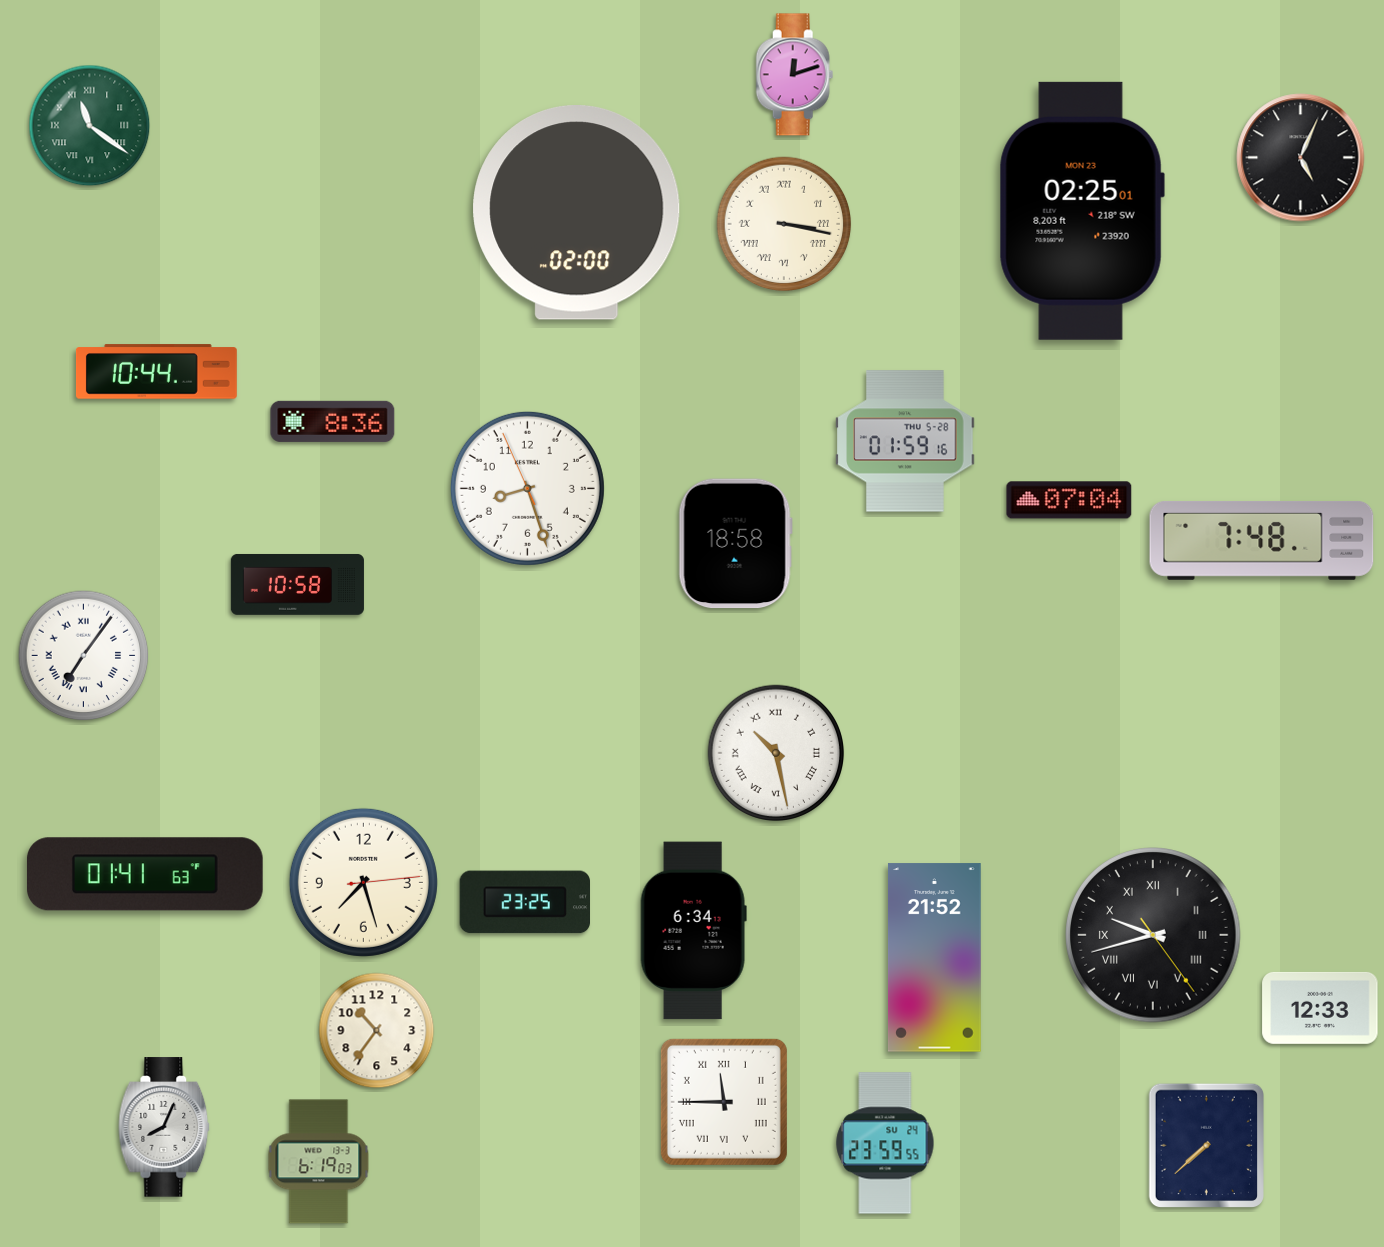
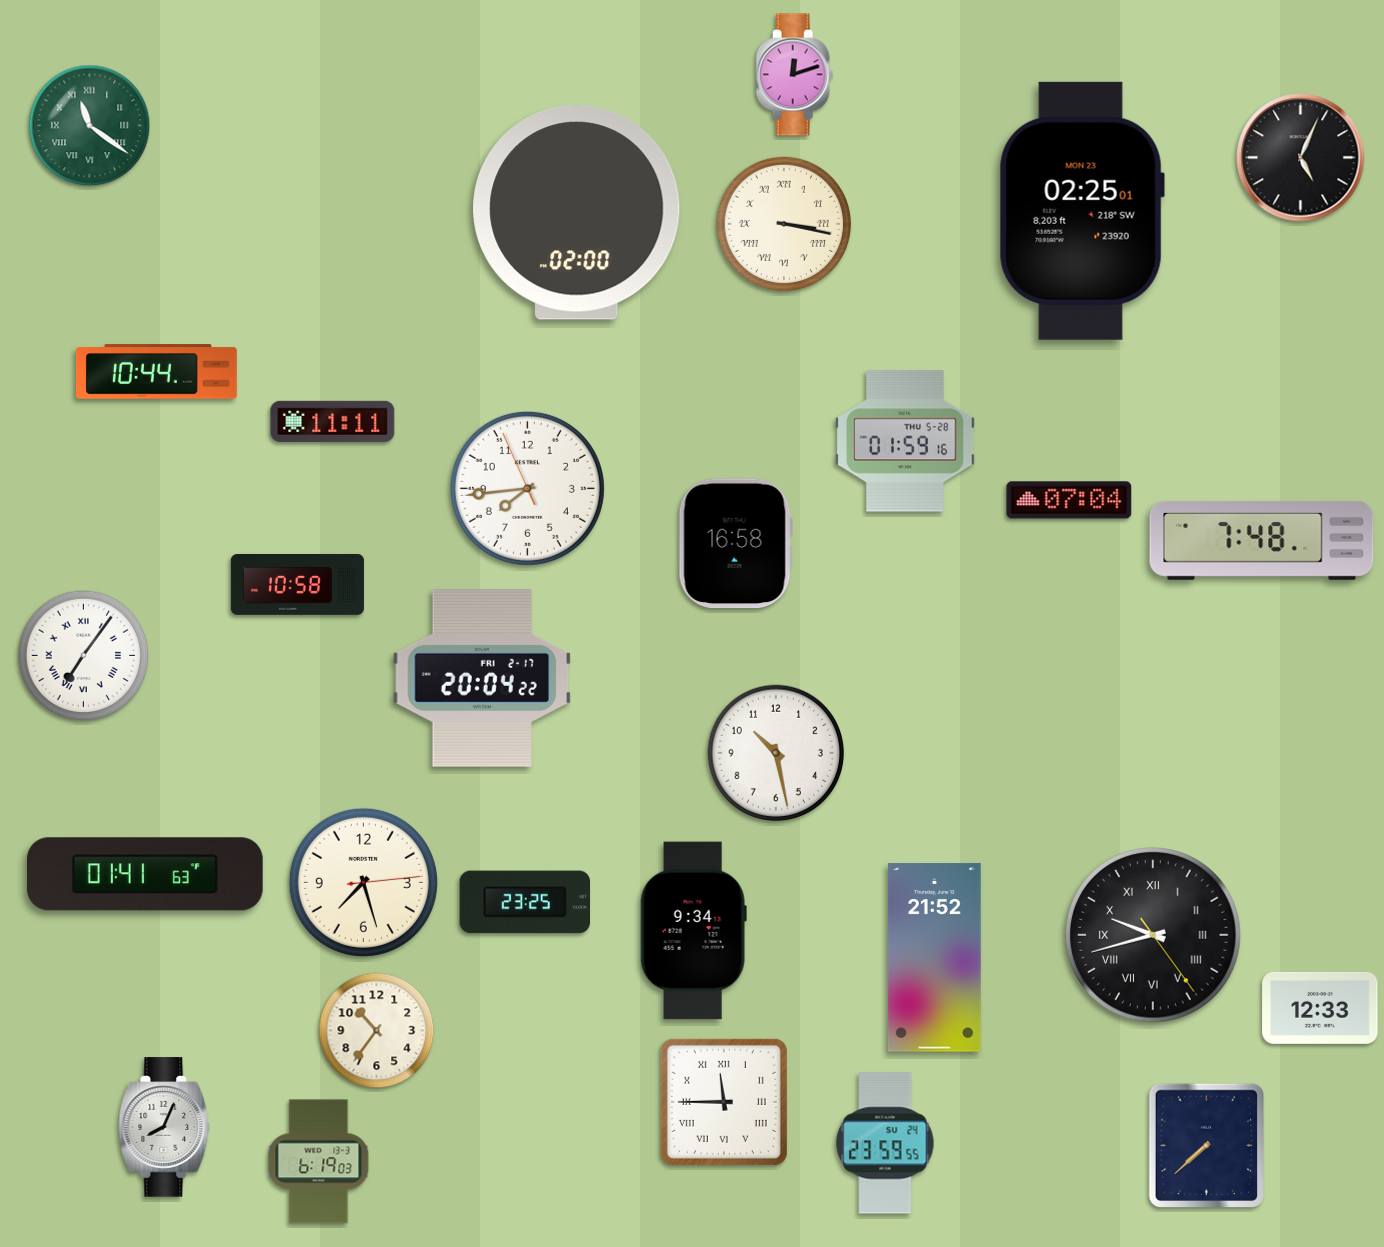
clock at (333, 421): 8:36 -> 11:11
clock at (527, 488): 8:26 -> 7:43
clock at (735, 544): 18:58 -> 16:58
clock at (481, 679): none -> 20:04
clock at (776, 753) numerals: Roman -> Arabic
clock at (693, 931): 6:34 -> 9:34
